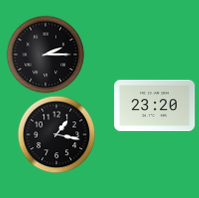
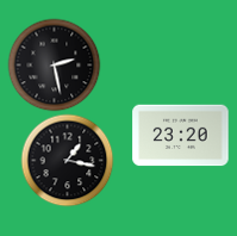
clock at (45, 54): 2:15 -> 2:28
clock at (155, 106) position: (155, 106) -> (181, 136)
